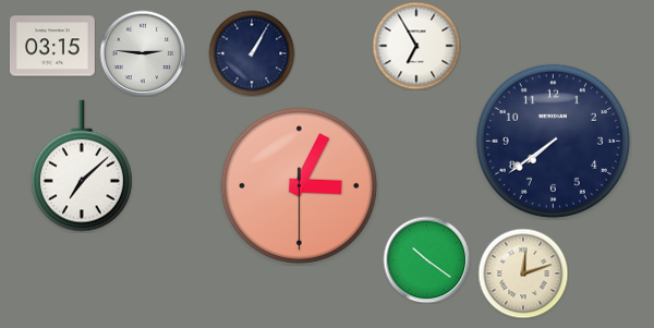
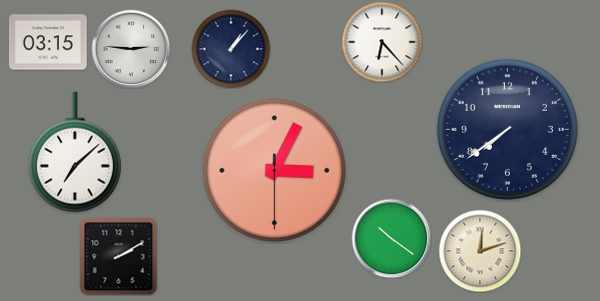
clock at (416, 46): 6:55 -> 6:23
clock at (252, 53): 1:05 -> 1:07
clock at (118, 256): none -> 2:10
